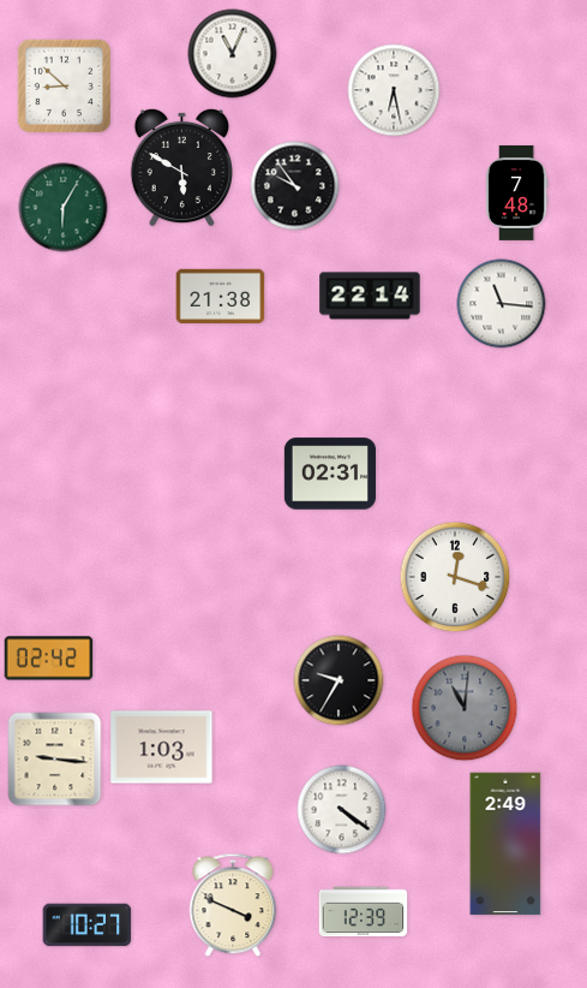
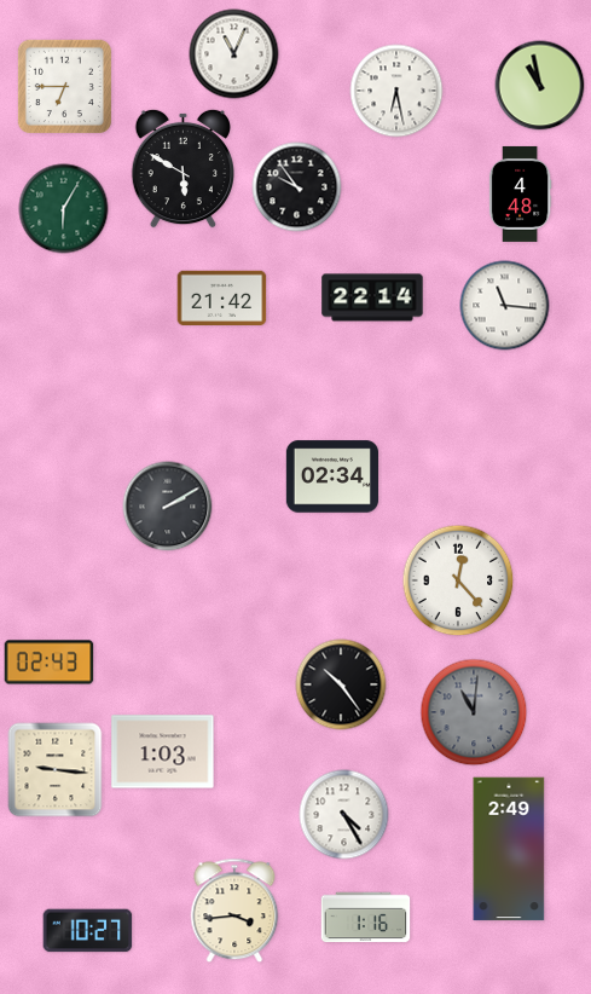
clock at (64, 85): 8:52 -> 6:45
clock at (540, 86): none -> 10:58
clock at (516, 192): 7:48 -> 4:48
clock at (221, 296): 21:38 -> 21:42
clock at (329, 474): 02:31 -> 02:34
clock at (168, 507): none -> 2:10
clock at (455, 577): 12:18 -> 12:23
clock at (49, 659): 02:42 -> 02:43
clock at (339, 680): 9:35 -> 10:24
clock at (465, 708) position: (465, 708) -> (474, 712)
clock at (55, 760) position: (55, 760) -> (56, 770)
clock at (342, 810): 4:21 -> 4:25
clock at (233, 905): 3:49 -> 3:44
clock at (364, 912): 12:39 -> 1:16
